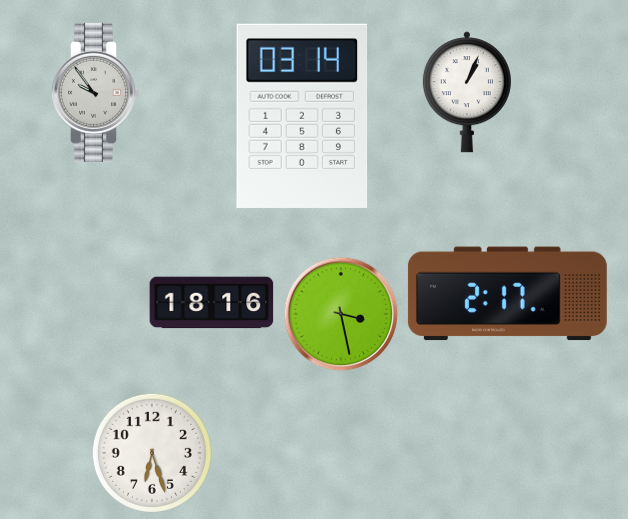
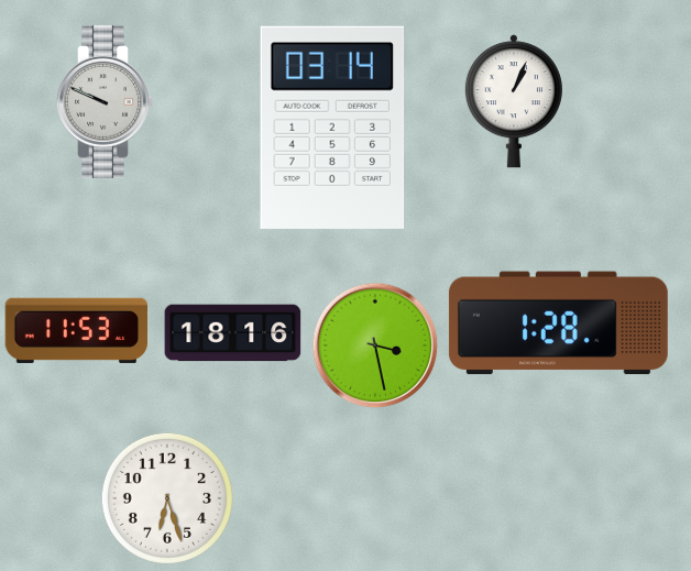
clock at (95, 92): 9:54 -> 9:49
clock at (507, 294): 2:17 -> 1:28
clock at (77, 330): none -> 11:53
